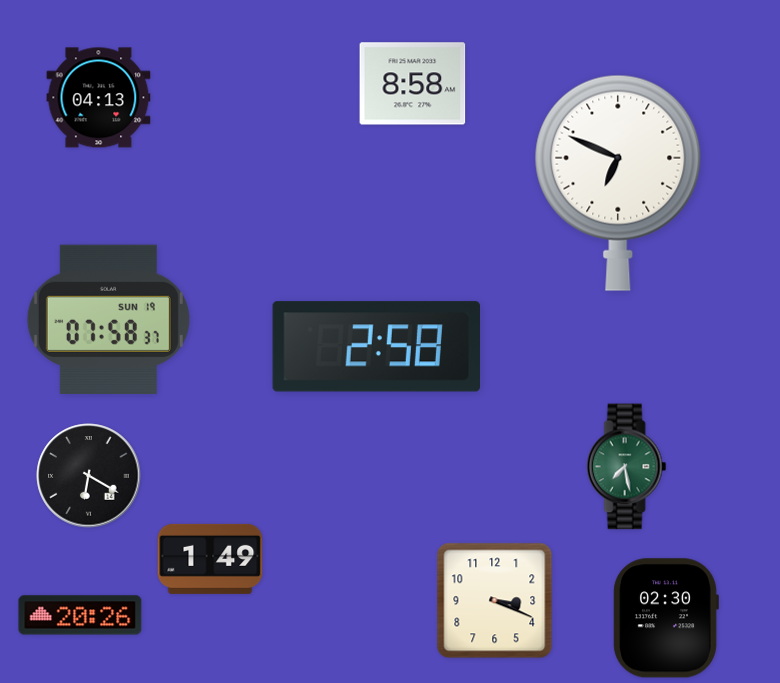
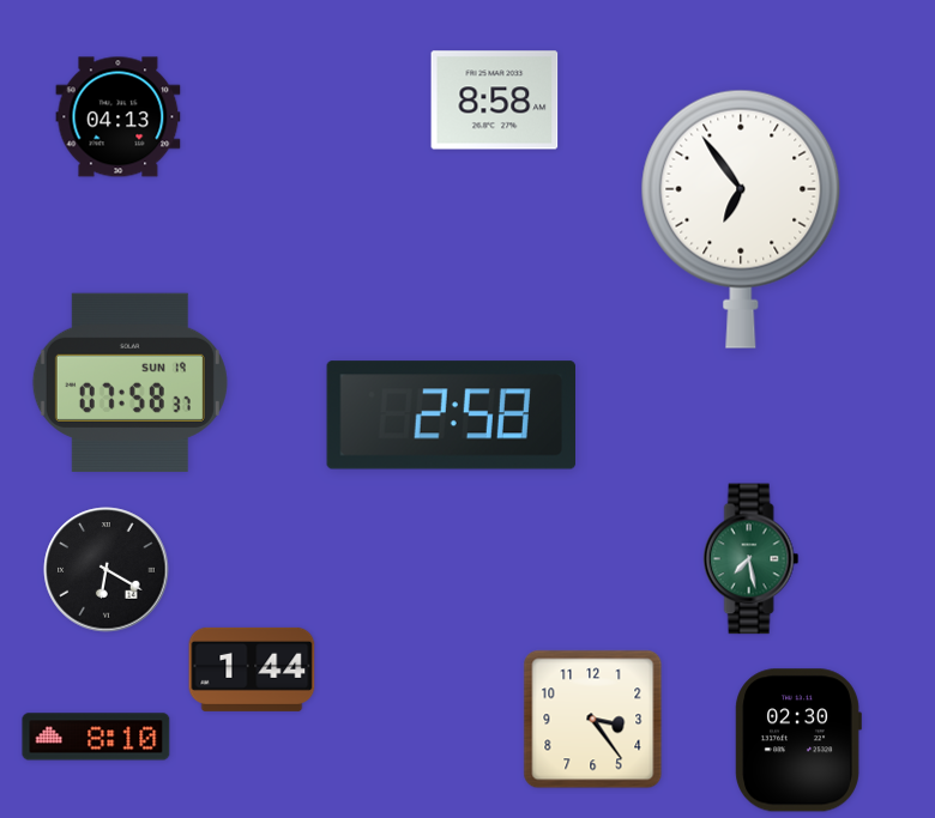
clock at (618, 183): 6:49 -> 6:54
clock at (210, 559): 1:49 -> 1:44
clock at (495, 601): 3:19 -> 3:24
clock at (80, 615): 20:26 -> 8:10
